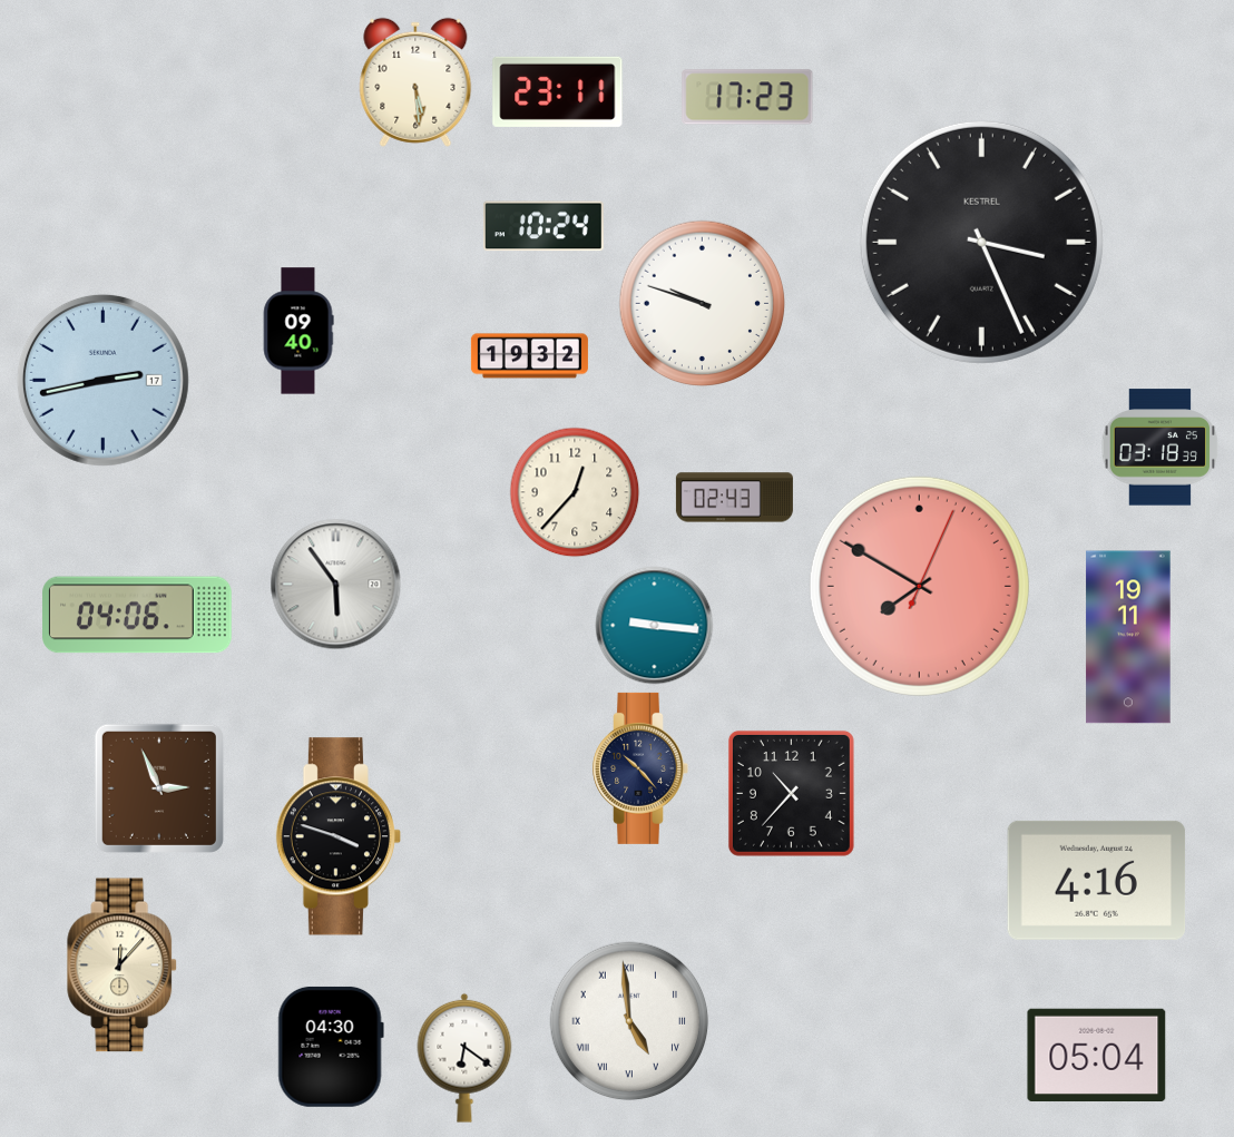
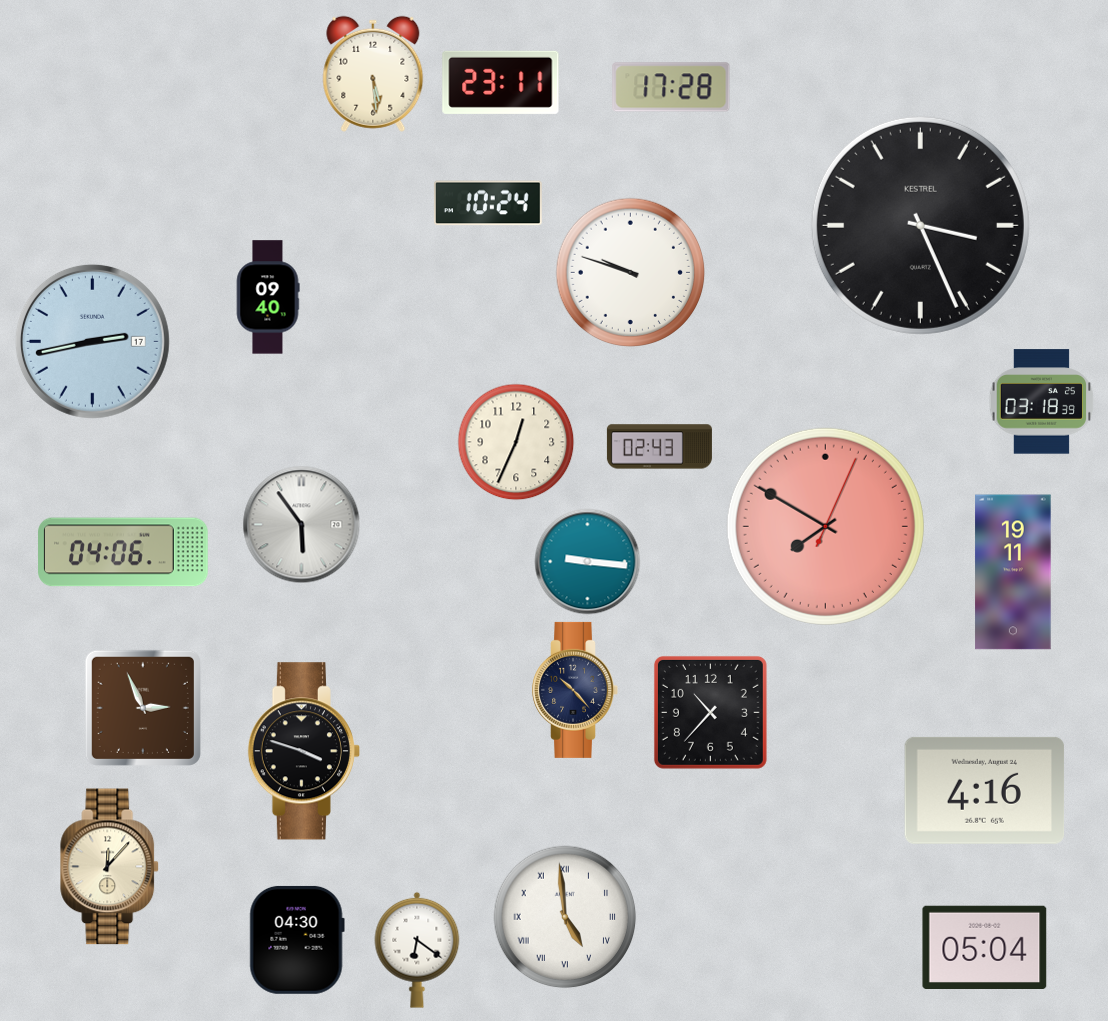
clock at (747, 97): 17:23 -> 17:28
clock at (981, 242) position: (981, 242) -> (920, 225)
clock at (529, 356): 19:32 -> none
clock at (575, 492): 12:37 -> 12:34
